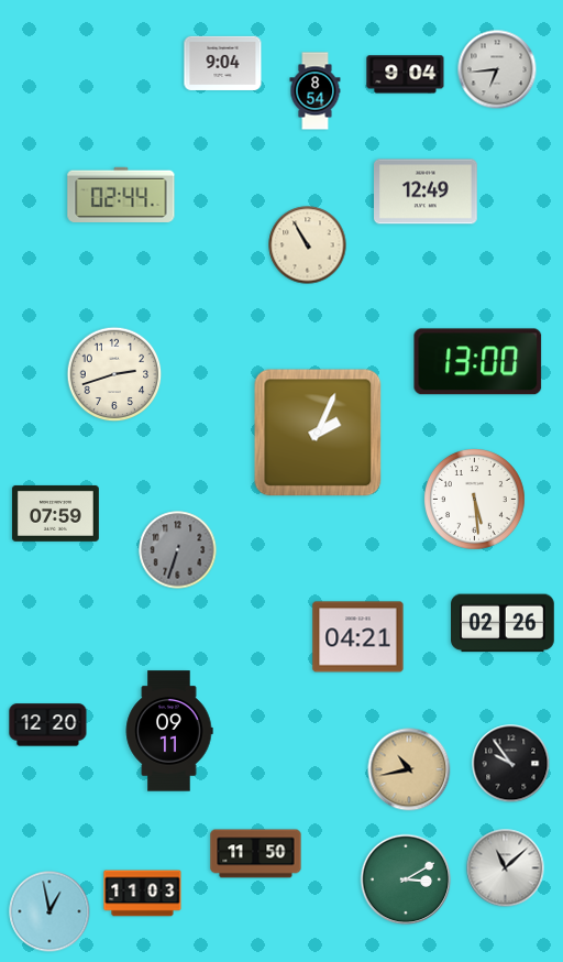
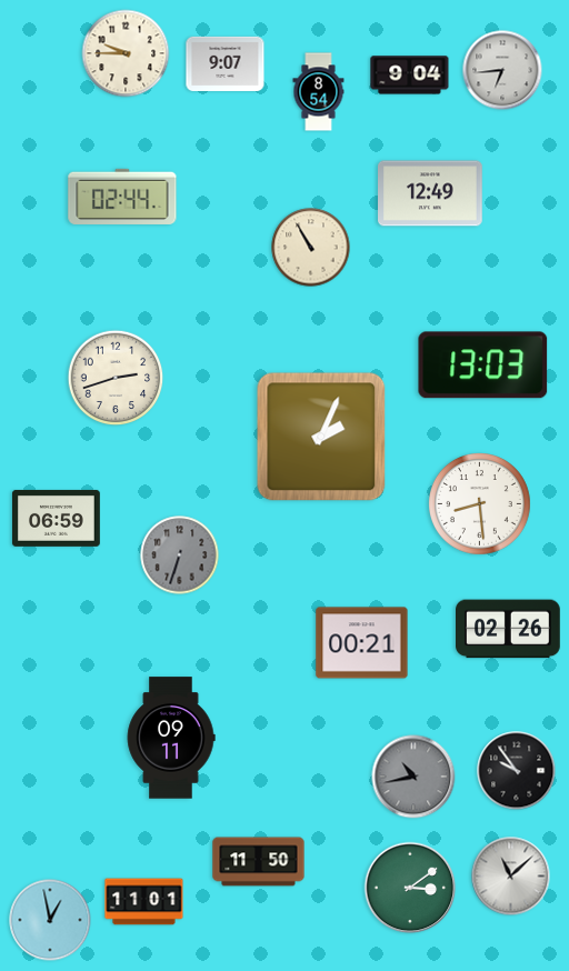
clock at (126, 53): none -> 9:45
clock at (223, 63): 9:04 -> 9:07
clock at (478, 362): 13:00 -> 13:03
clock at (475, 500): 5:29 -> 8:29
clock at (55, 513): 07:59 -> 06:59
clock at (358, 637): 04:21 -> 00:21
clock at (48, 725): 12:20 -> none
clock at (409, 769) dial: champagne -> grey
clock at (406, 879): 3:10 -> 3:09
clock at (143, 894): 11:03 -> 11:01
